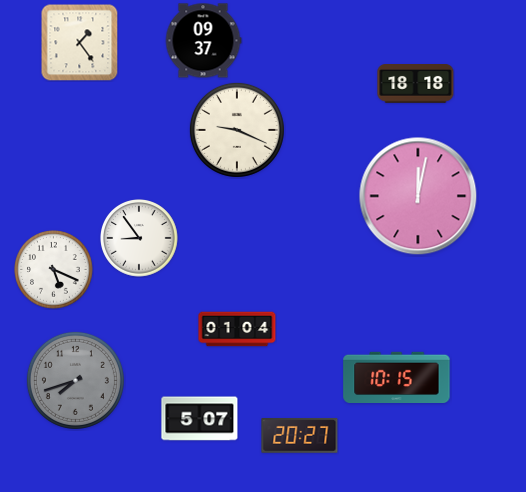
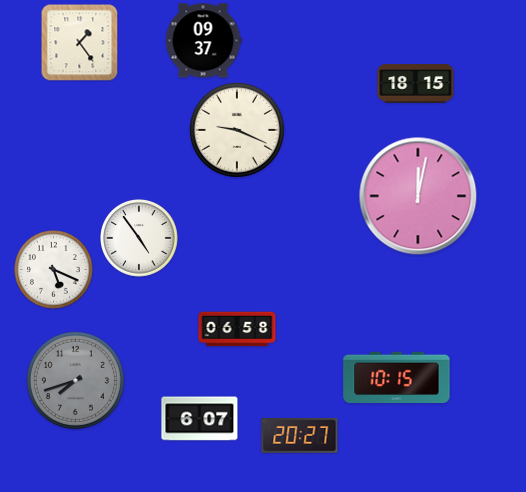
clock at (416, 84): 18:18 -> 18:15
clock at (140, 239): 8:54 -> 4:54
clock at (237, 329): 01:04 -> 06:58
clock at (200, 419): 5:07 -> 6:07
